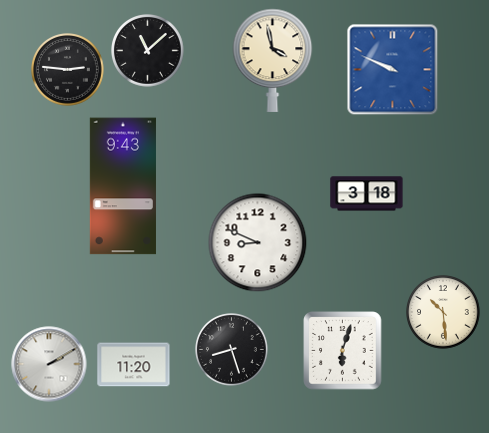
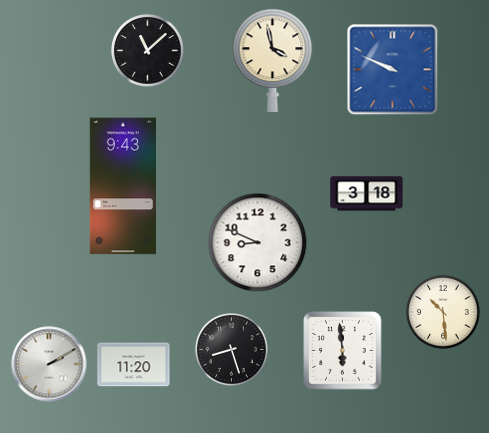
clock at (68, 70): 2:46 -> none
clock at (343, 351): 6:03 -> 5:59
